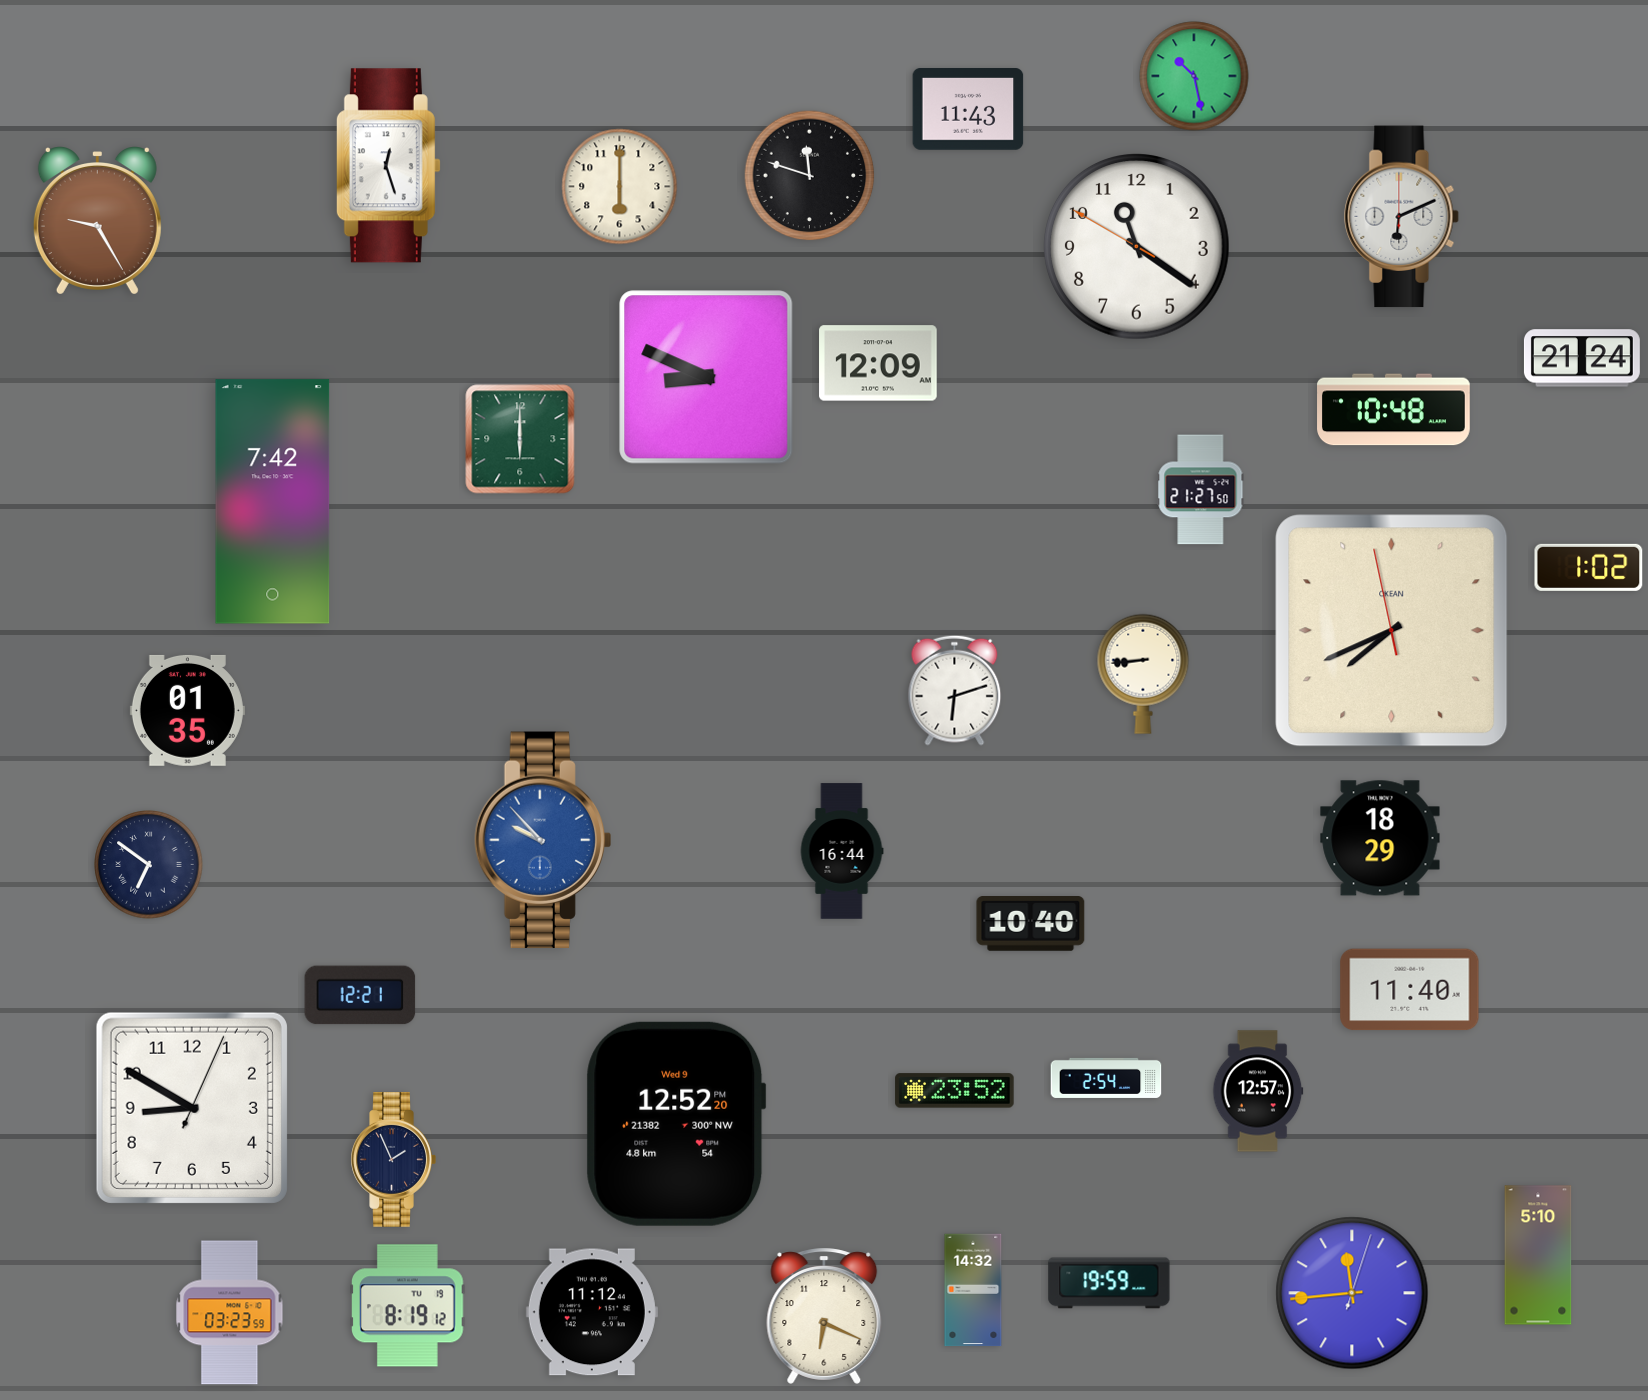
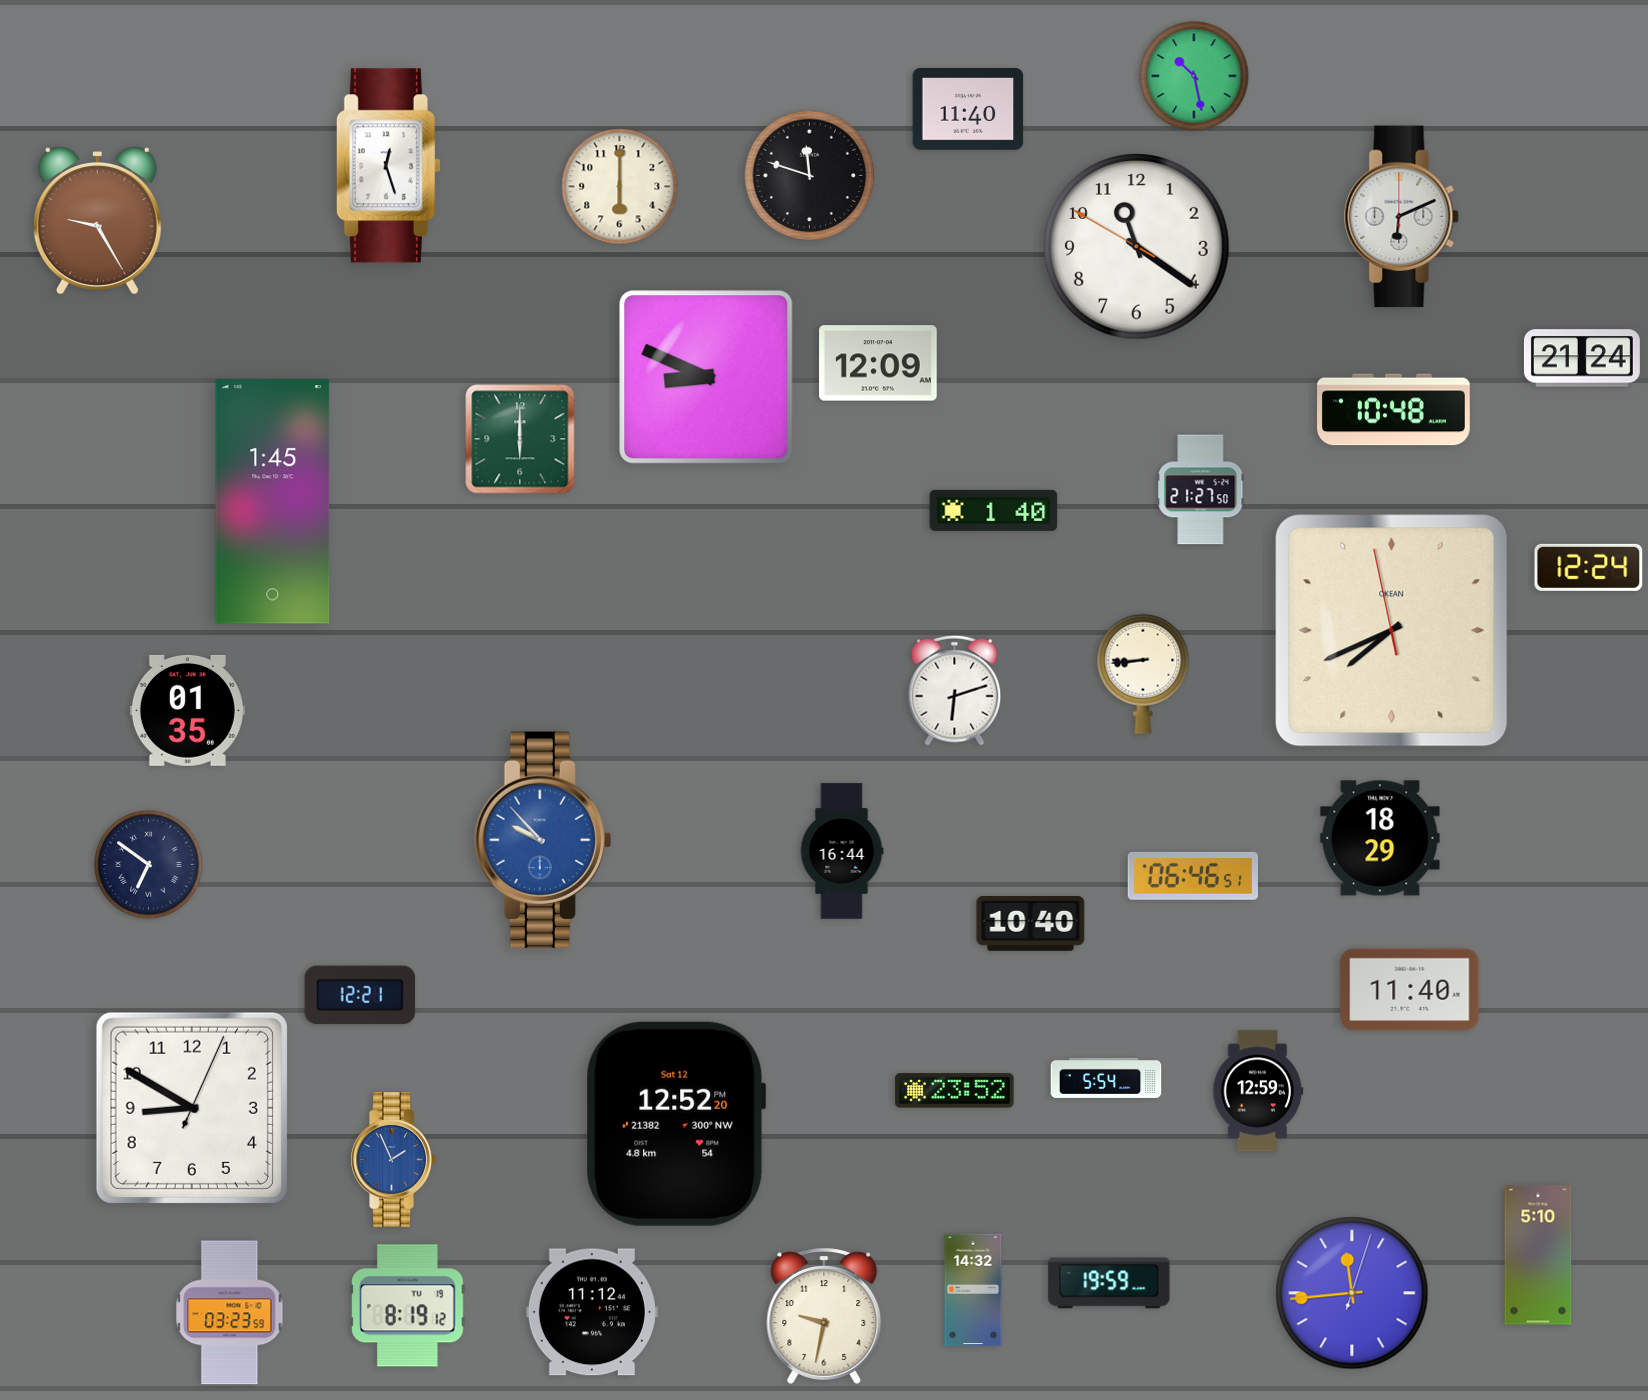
clock at (968, 110): 11:43 -> 11:40
clock at (273, 502): 7:42 -> 1:45
clock at (994, 510): none -> 1:40
clock at (1589, 567): 1:02 -> 12:24
clock at (1193, 876): none -> 06:46
clock at (1106, 1078): 2:54 -> 5:54
clock at (1258, 1091): 12:57 -> 12:59
clock at (676, 1124) date: Wed 9 -> Sat 12
clock at (393, 1160) dial: navy -> blue
clock at (824, 1316): 6:19 -> 9:32
